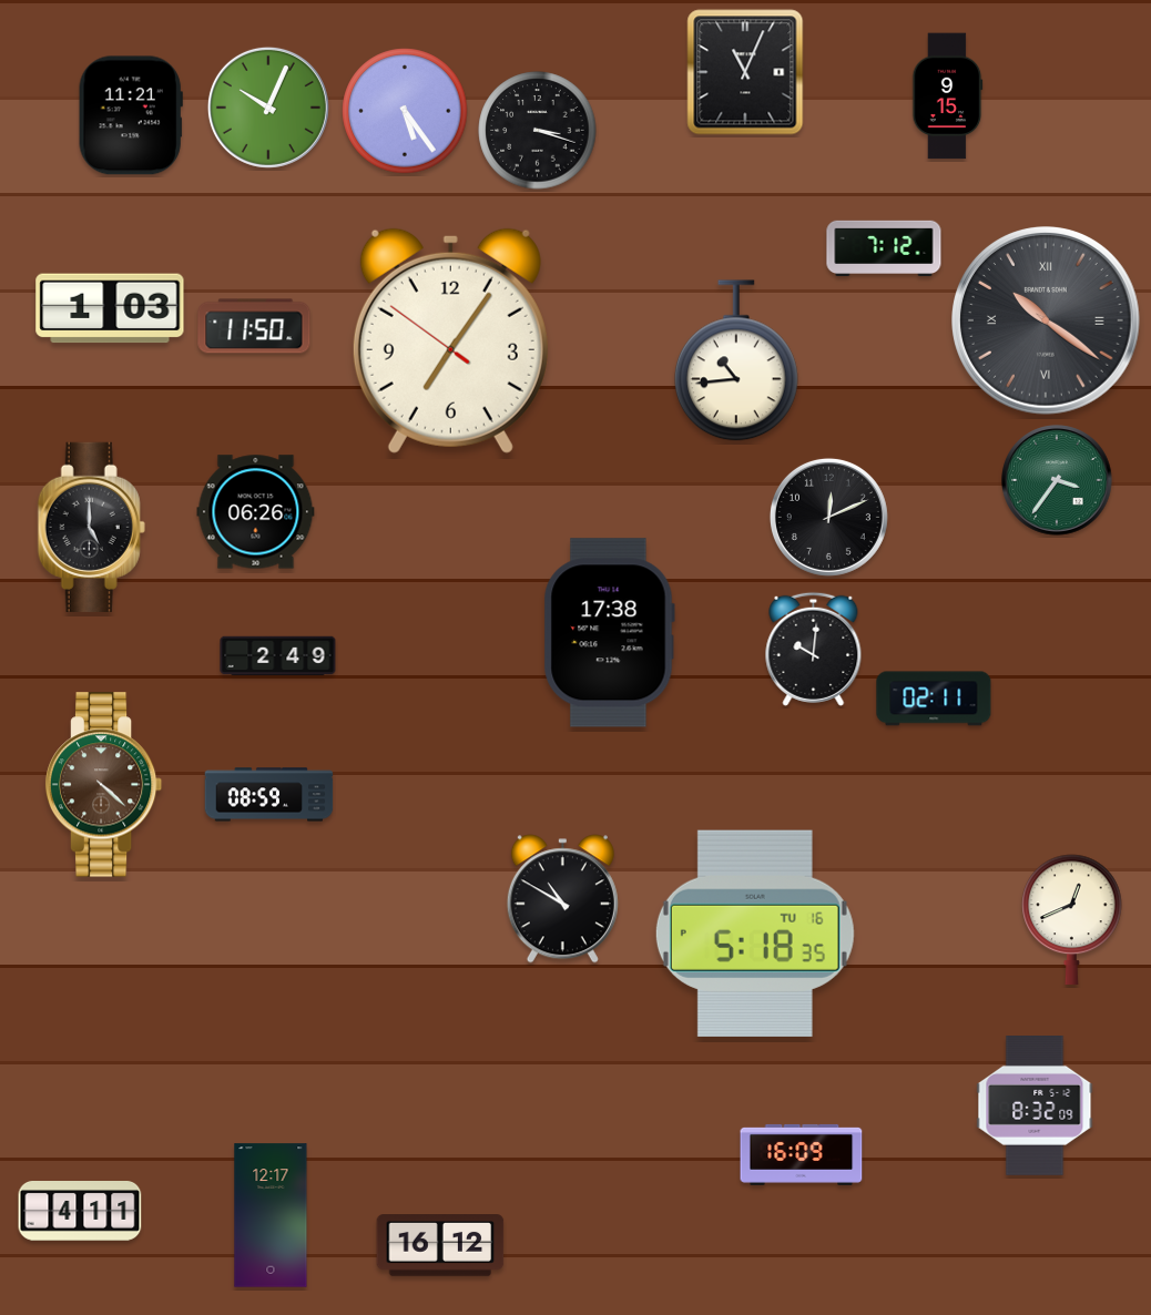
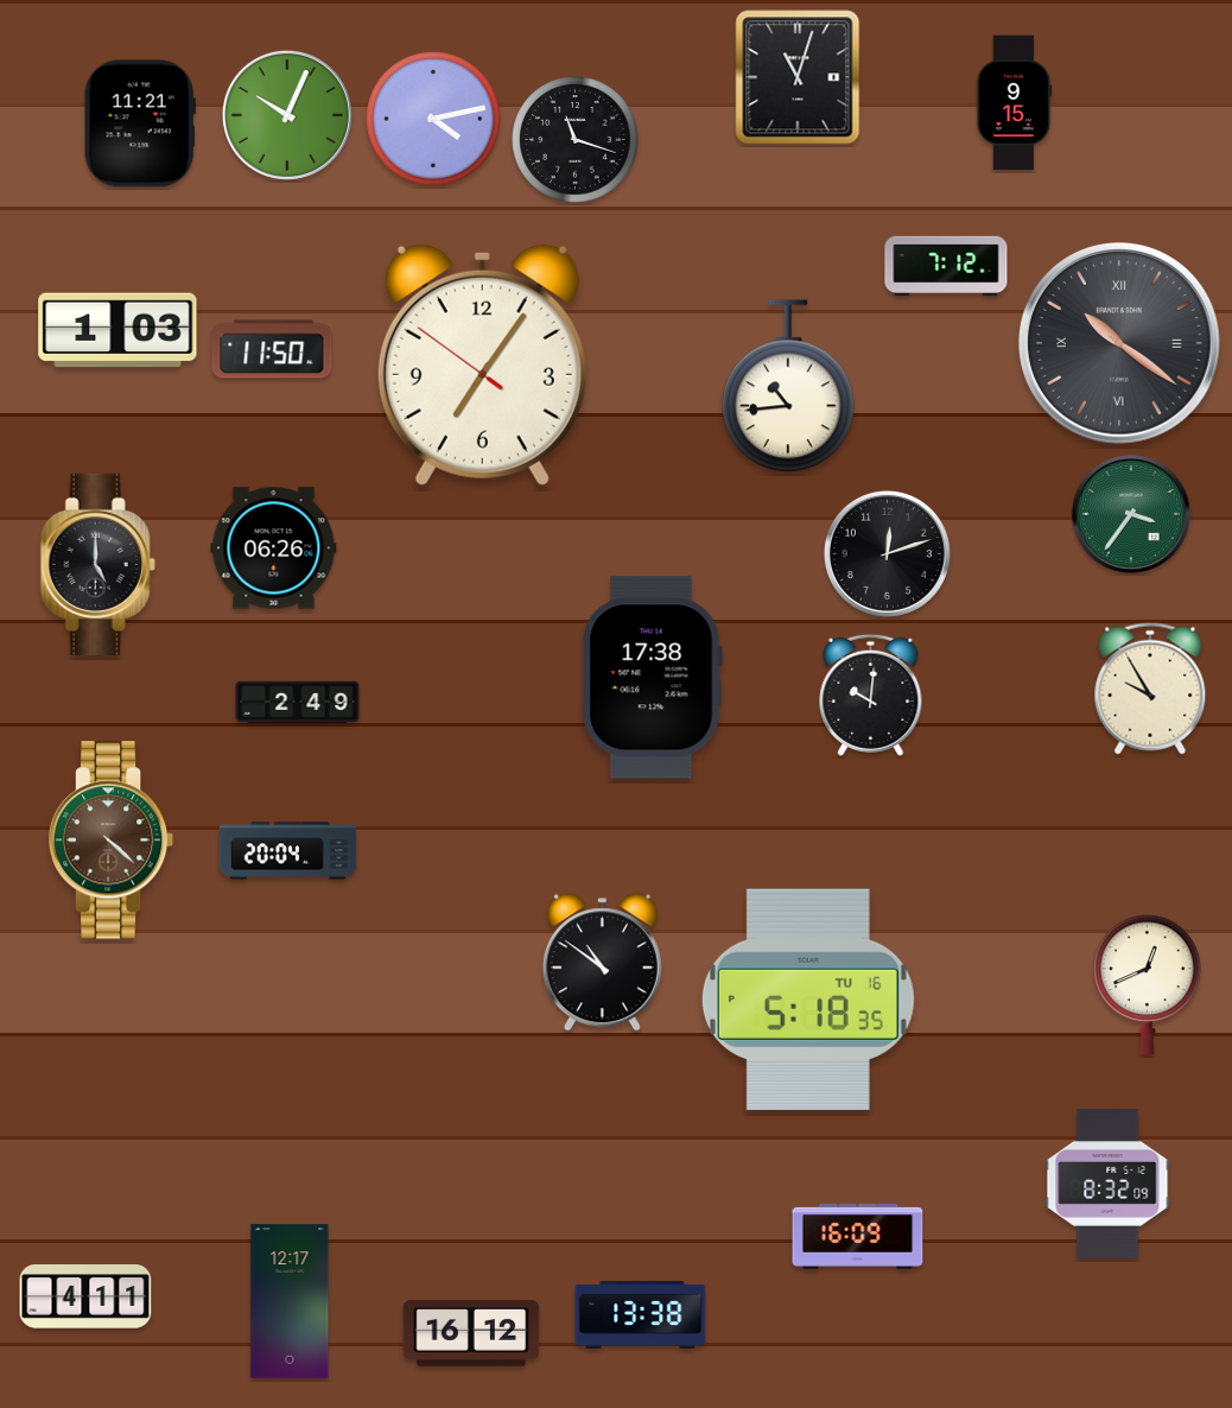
clock at (745, 72): 11:04 -> 11:03
clock at (405, 111): 5:24 -> 4:13
clock at (538, 131): 3:18 -> 11:18
clock at (828, 517): 12:11 -> 12:12
clock at (1150, 689): none -> 9:55
clock at (934, 699): 02:11 -> none
clock at (269, 795): 08:59 -> 20:04
clock at (562, 899): 10:50 -> 10:51
clock at (641, 1314): none -> 13:38
